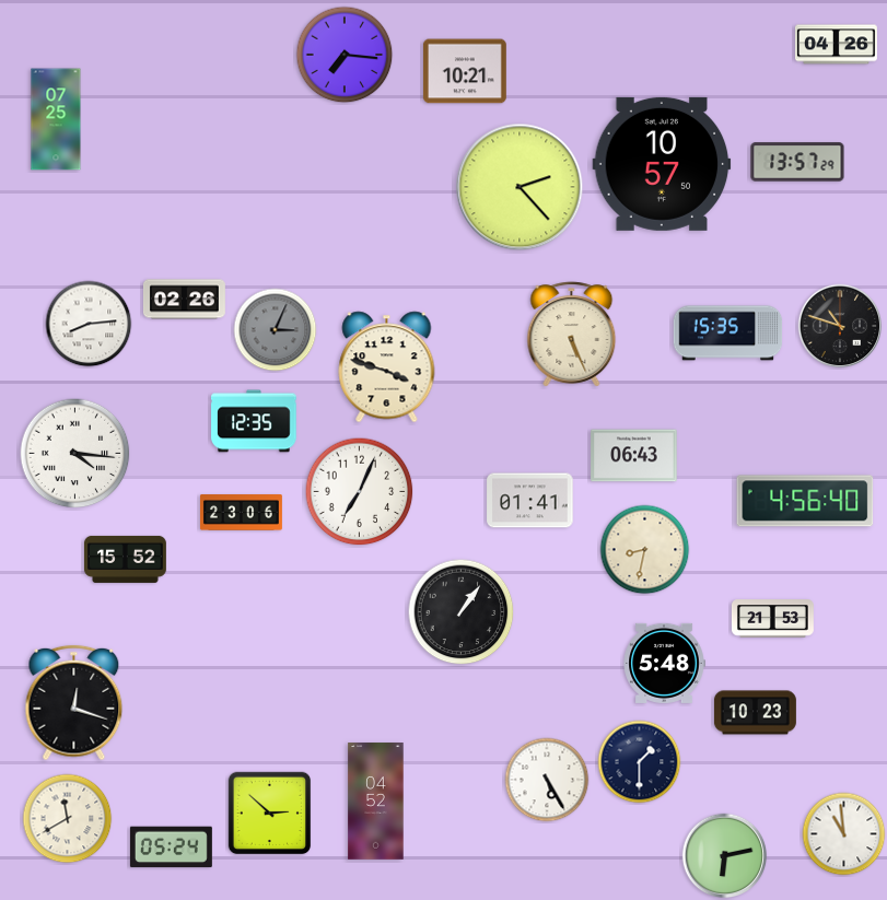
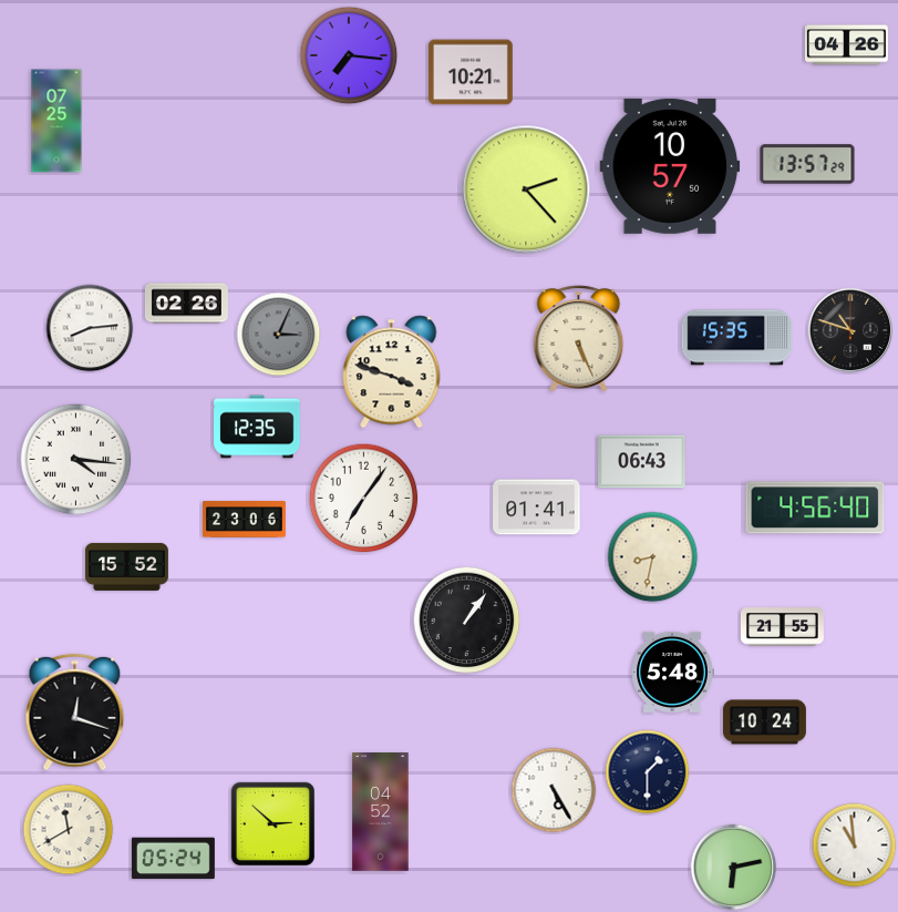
clock at (360, 492): 7:04 -> 7:06
clock at (772, 619): 21:53 -> 21:55
clock at (755, 713): 10:23 -> 10:24
